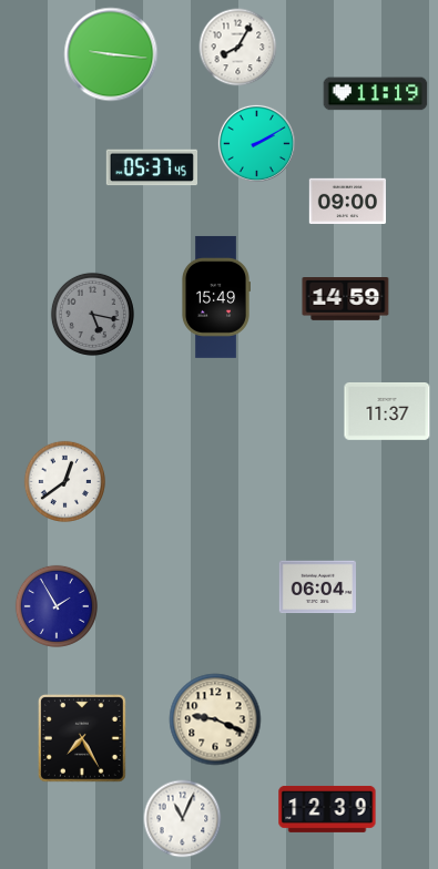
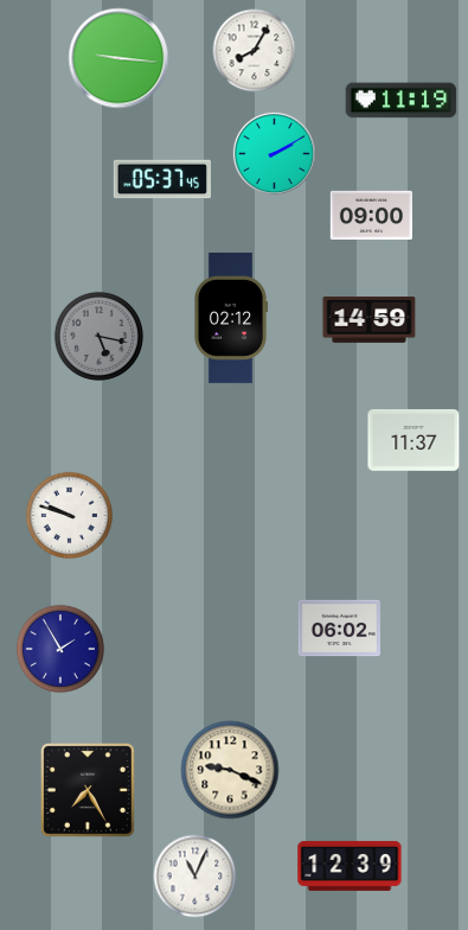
clock at (215, 297): 15:49 -> 02:12
clock at (65, 482): 12:39 -> 9:48
clock at (318, 587): 06:04 -> 06:02
